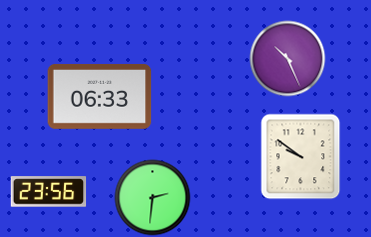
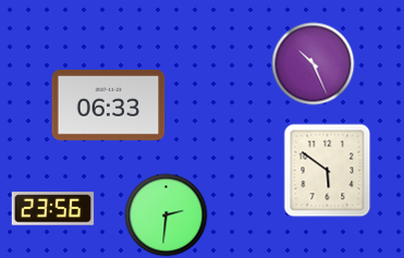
clock at (301, 157): 9:51 -> 5:51
